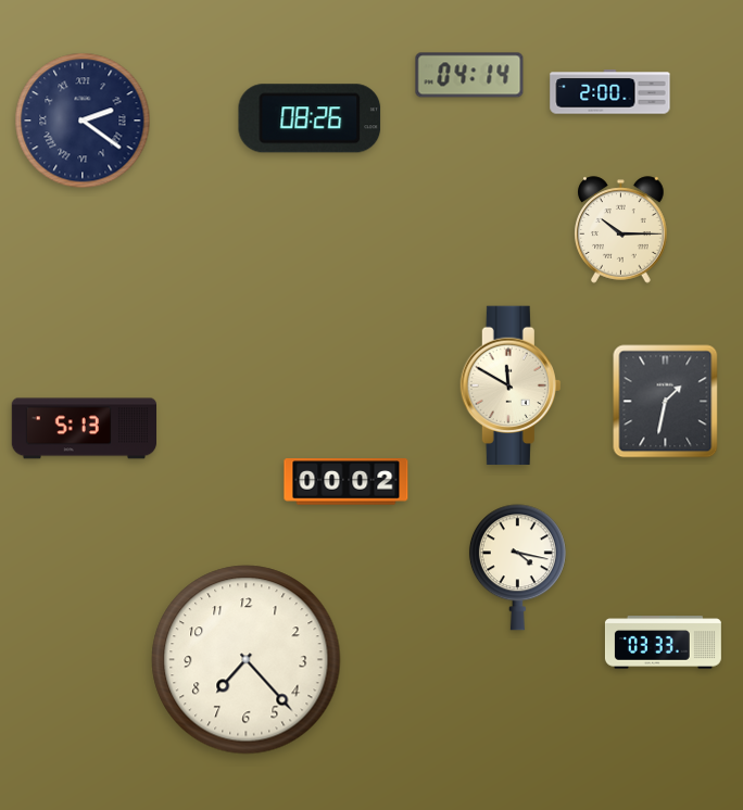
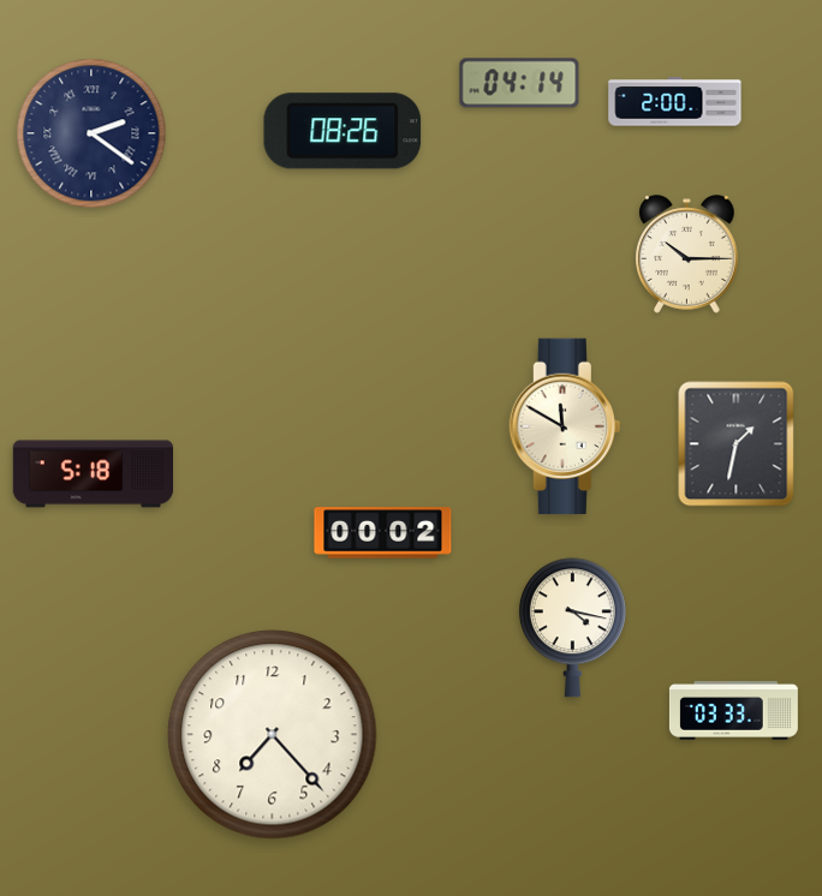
clock at (84, 429): 5:13 -> 5:18
clock at (247, 660) position: (247, 660) -> (273, 735)
